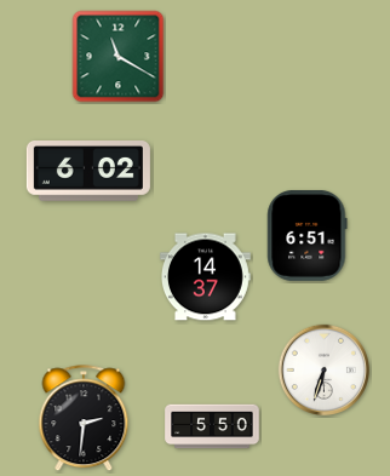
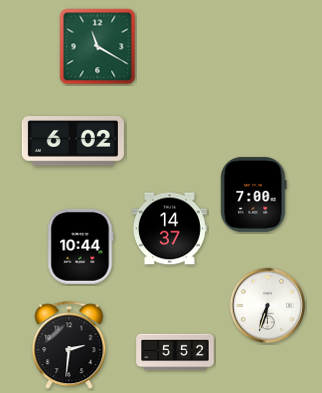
clock at (308, 235): 6:51 -> 7:00
clock at (81, 246): none -> 10:44
clock at (212, 426): 5:50 -> 5:52
